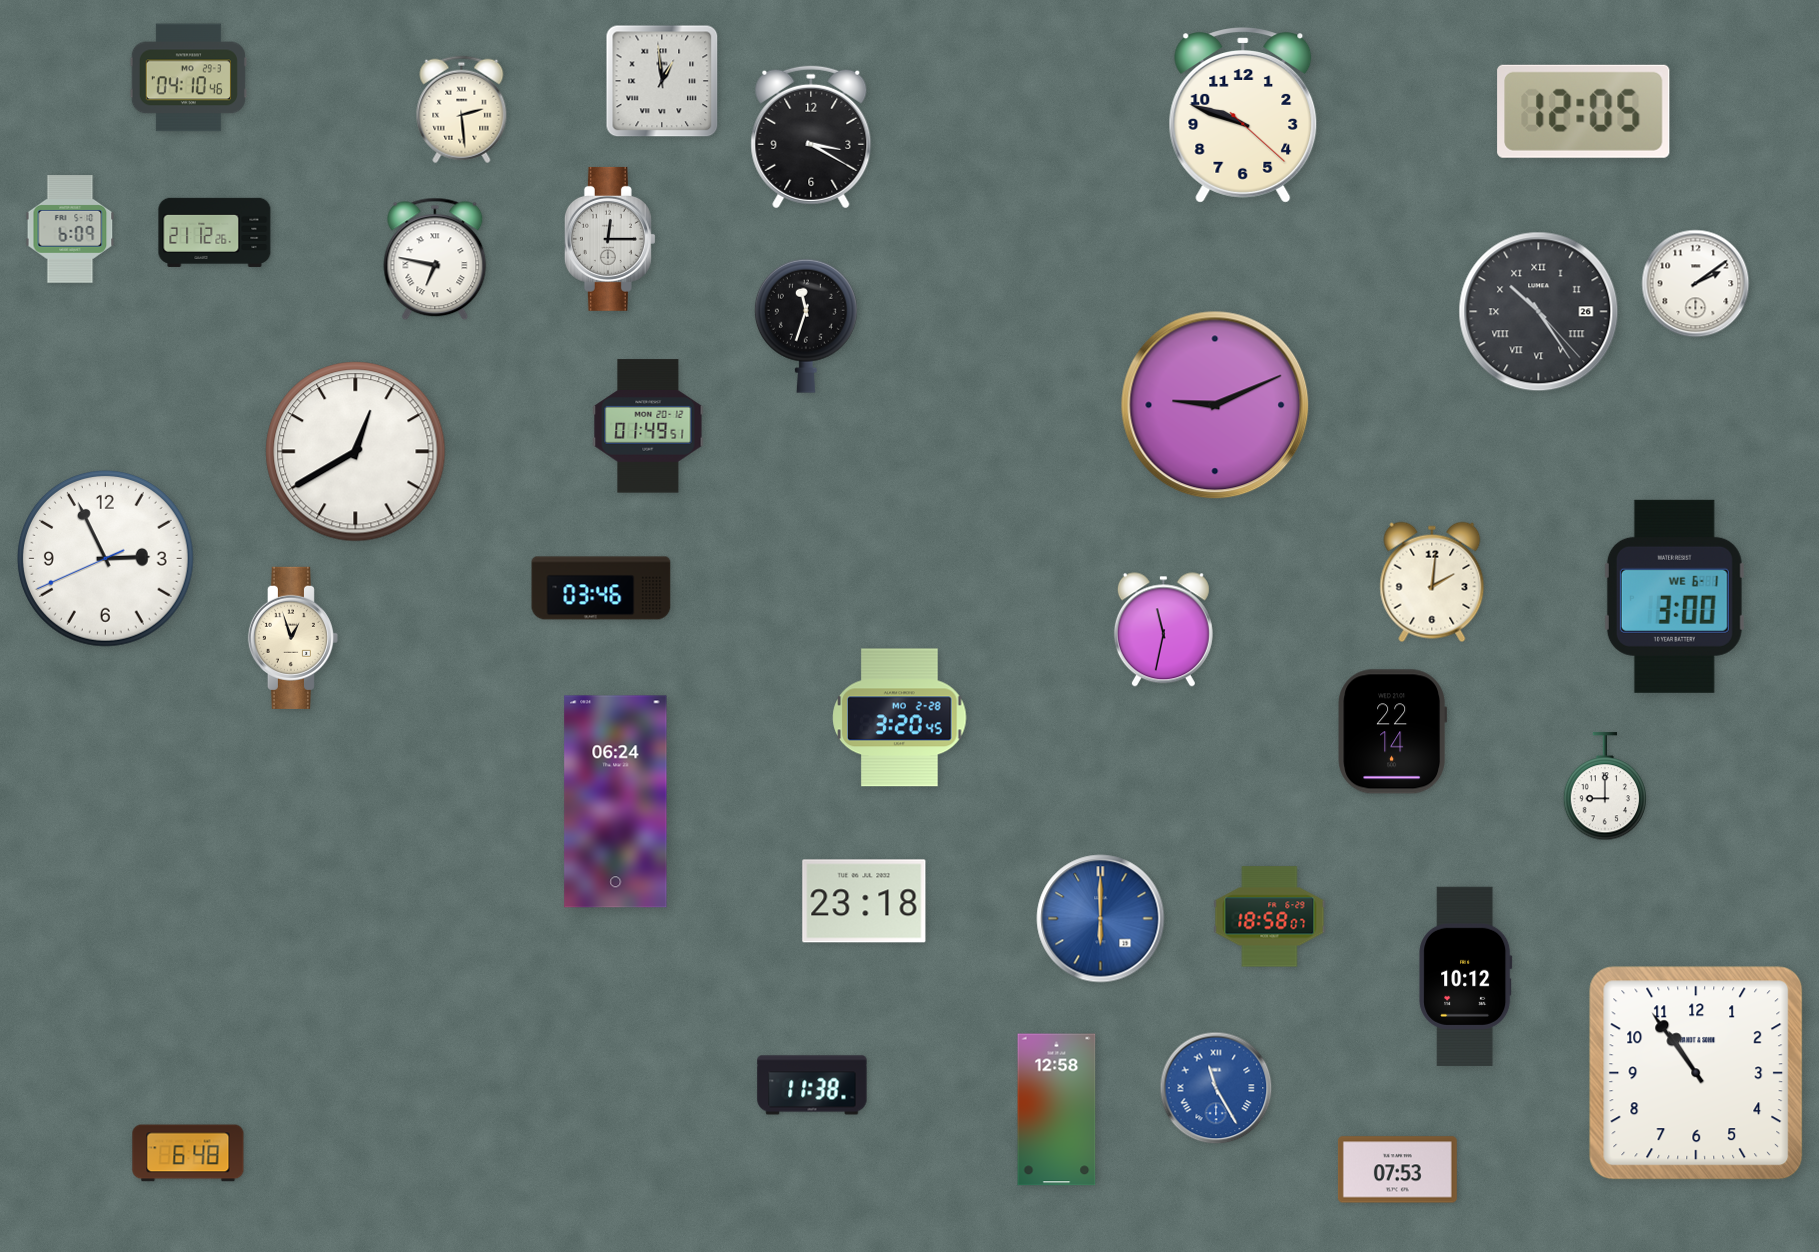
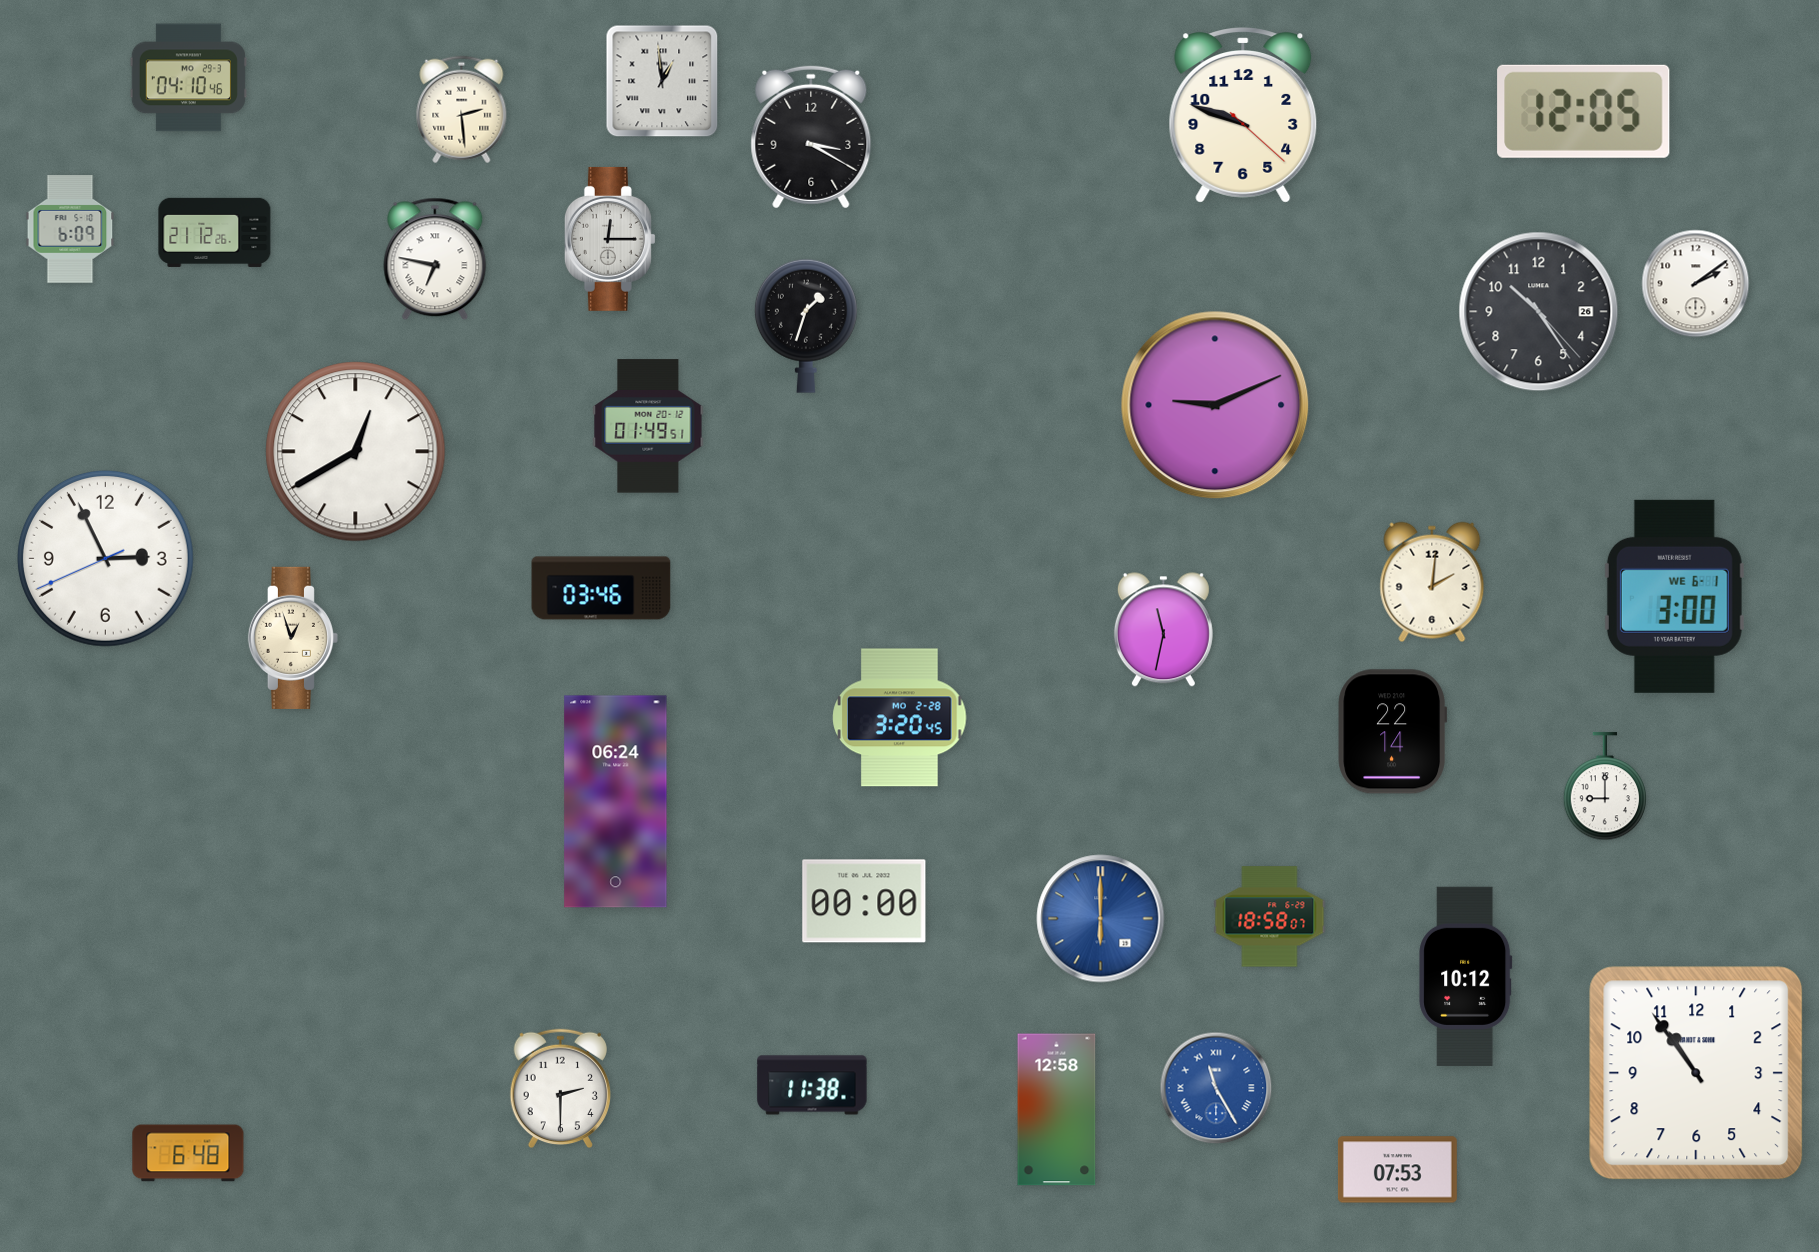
clock at (1539, 312) numerals: Roman -> Arabic
clock at (806, 326): 11:33 -> 1:33
clock at (864, 901): 23:18 -> 00:00
clock at (560, 1089): none -> 2:30
